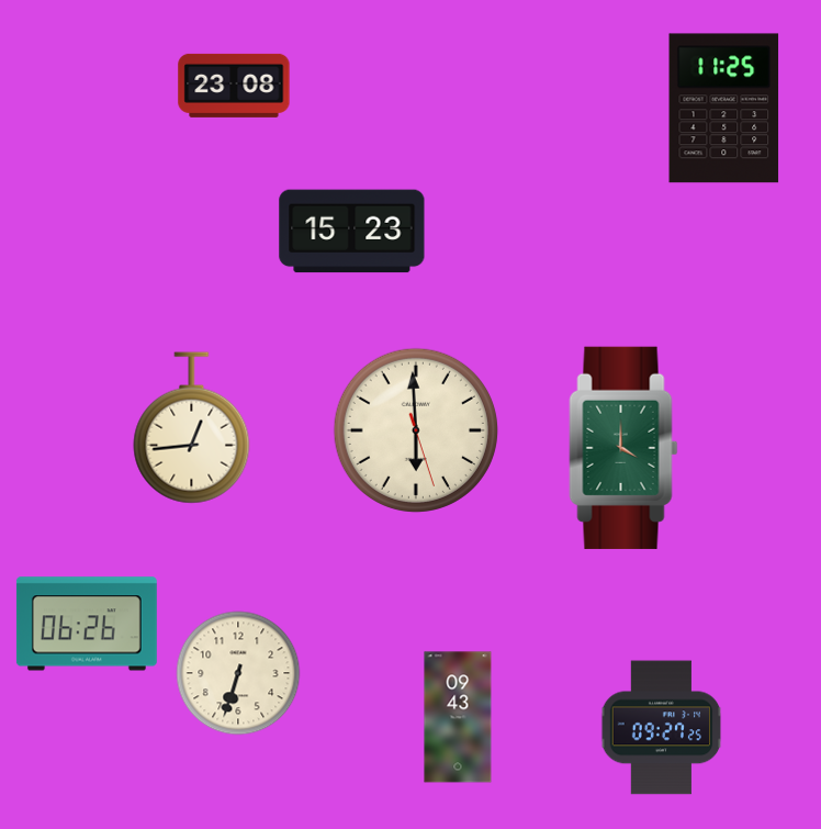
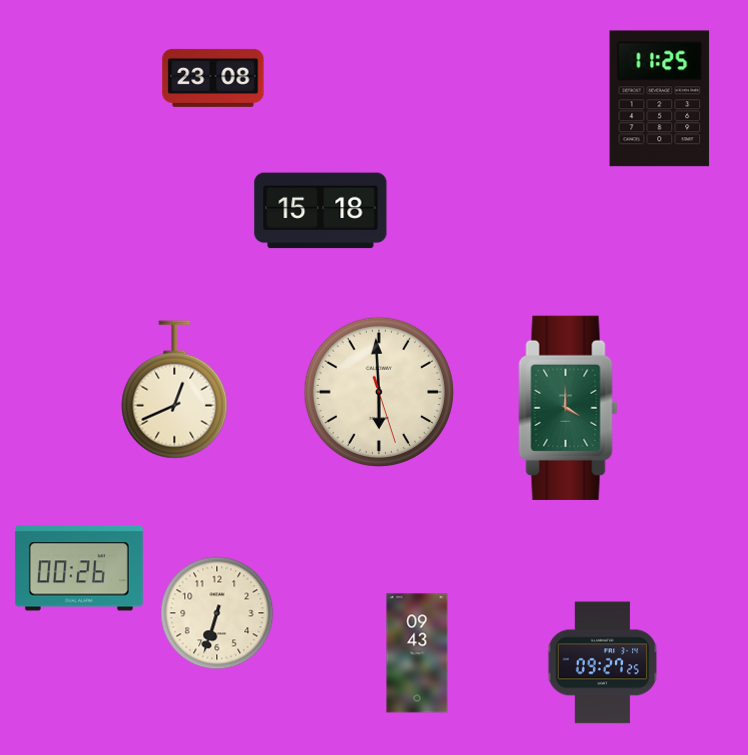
clock at (352, 232): 15:23 -> 15:18
clock at (192, 428): 12:44 -> 12:41
clock at (87, 624): 06:26 -> 00:26
